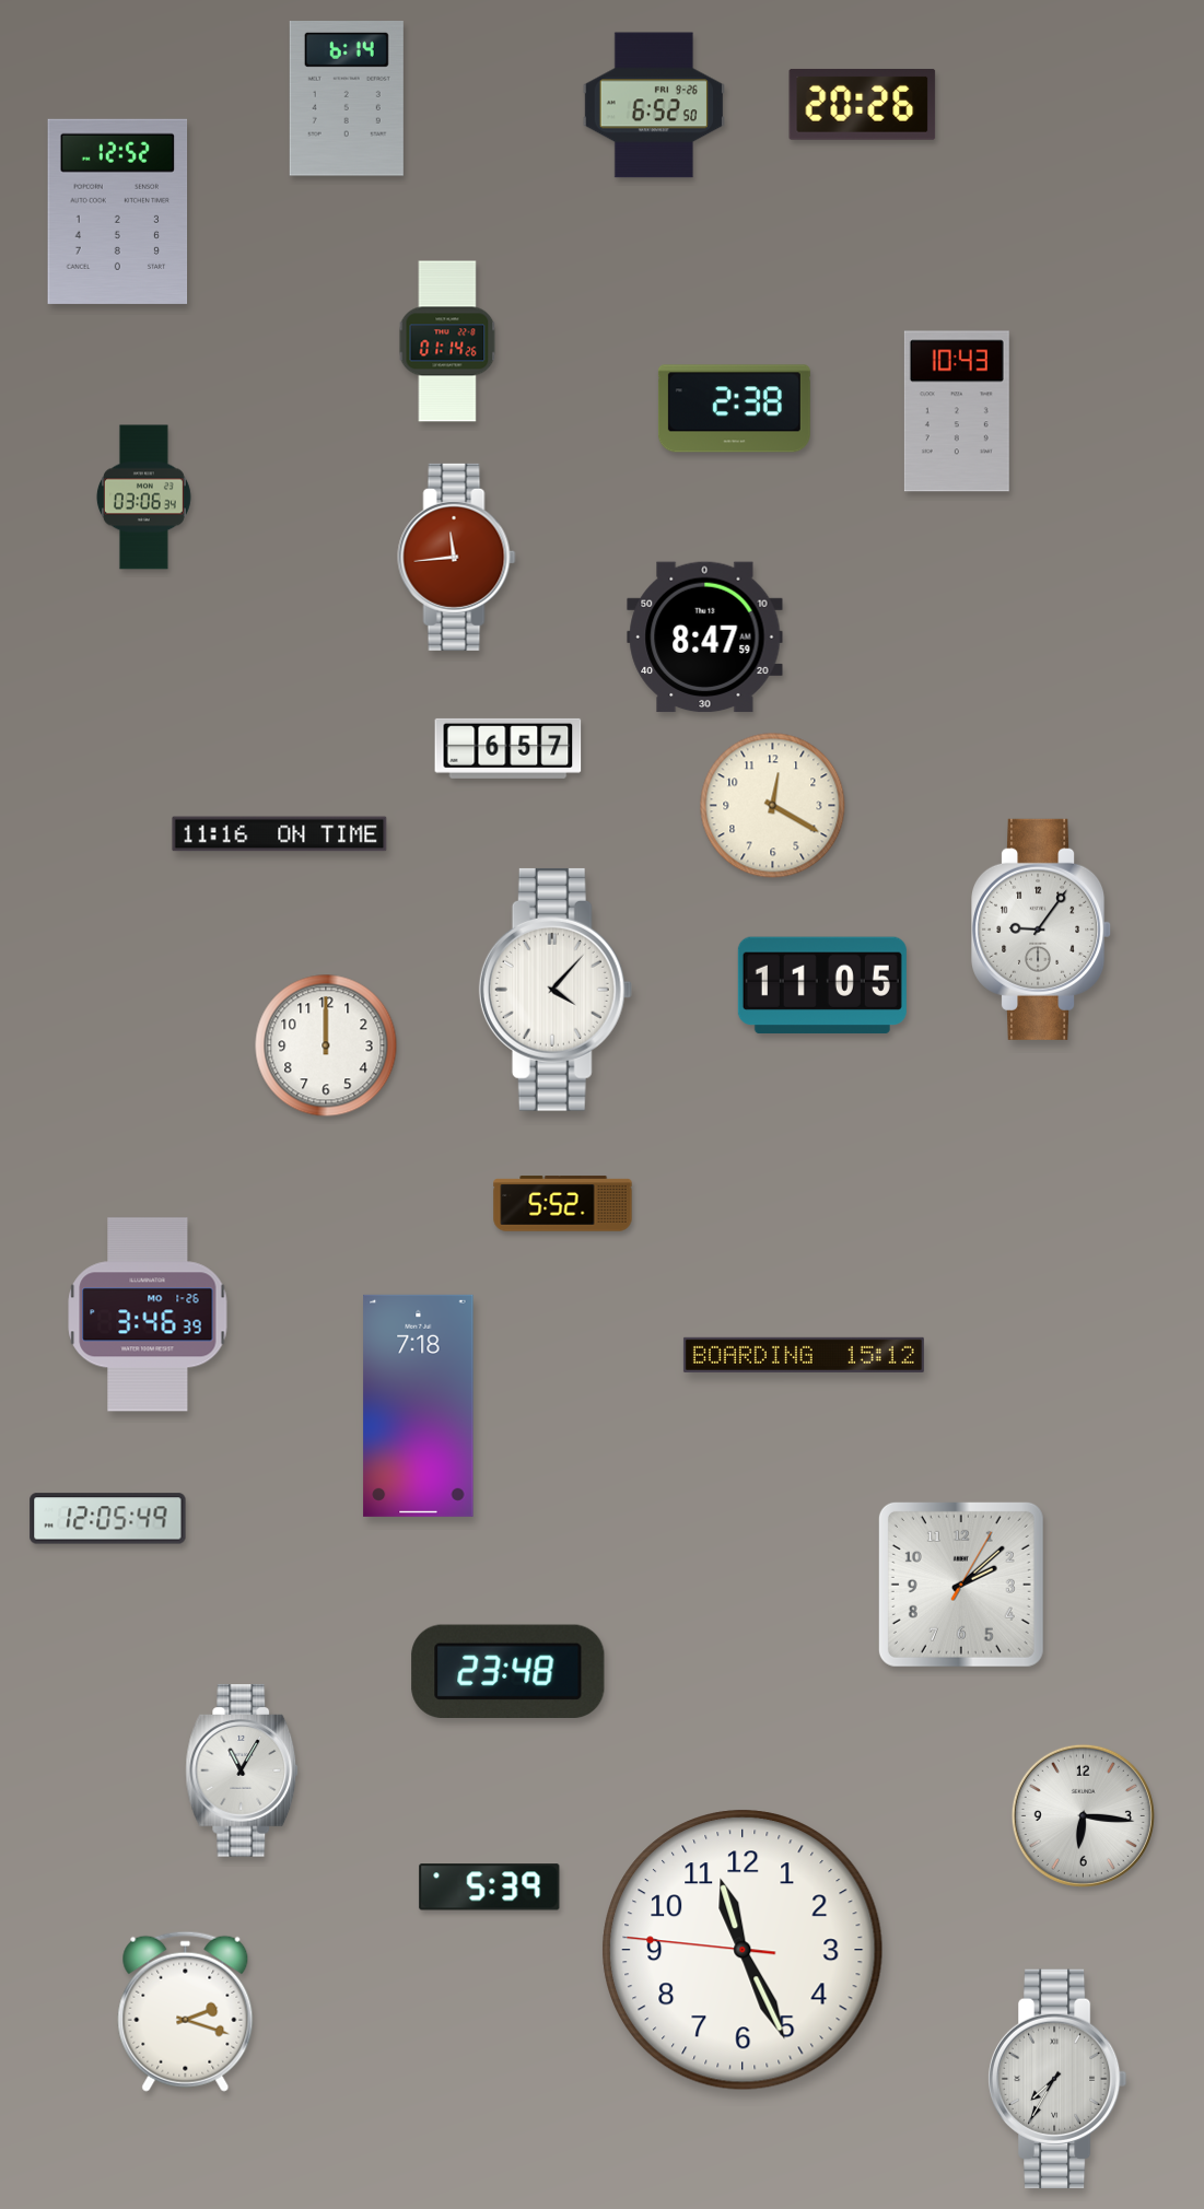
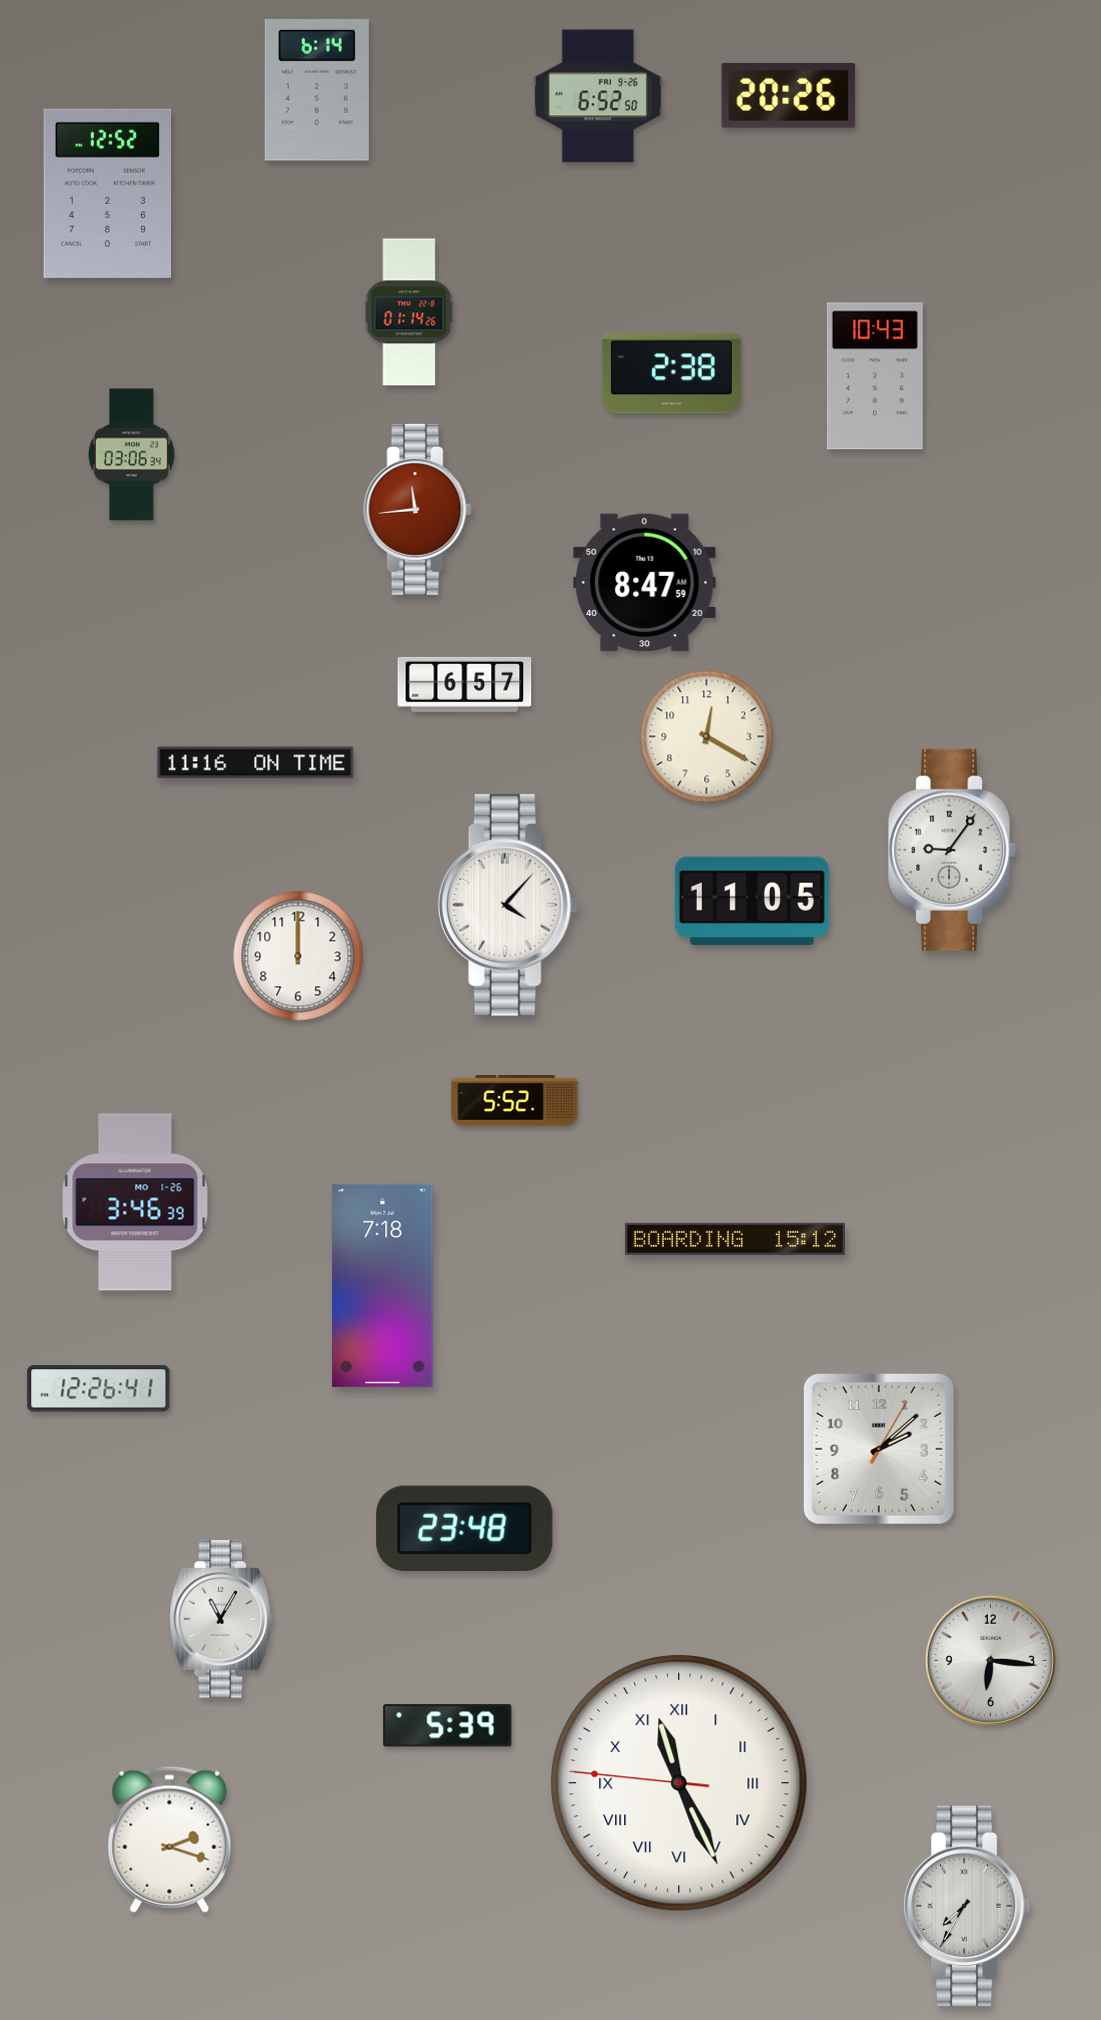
clock at (108, 1519): 12:05 -> 12:26
clock at (743, 1950) numerals: Arabic -> Roman
clock at (1057, 2079) position: (1057, 2079) -> (967, 1906)
